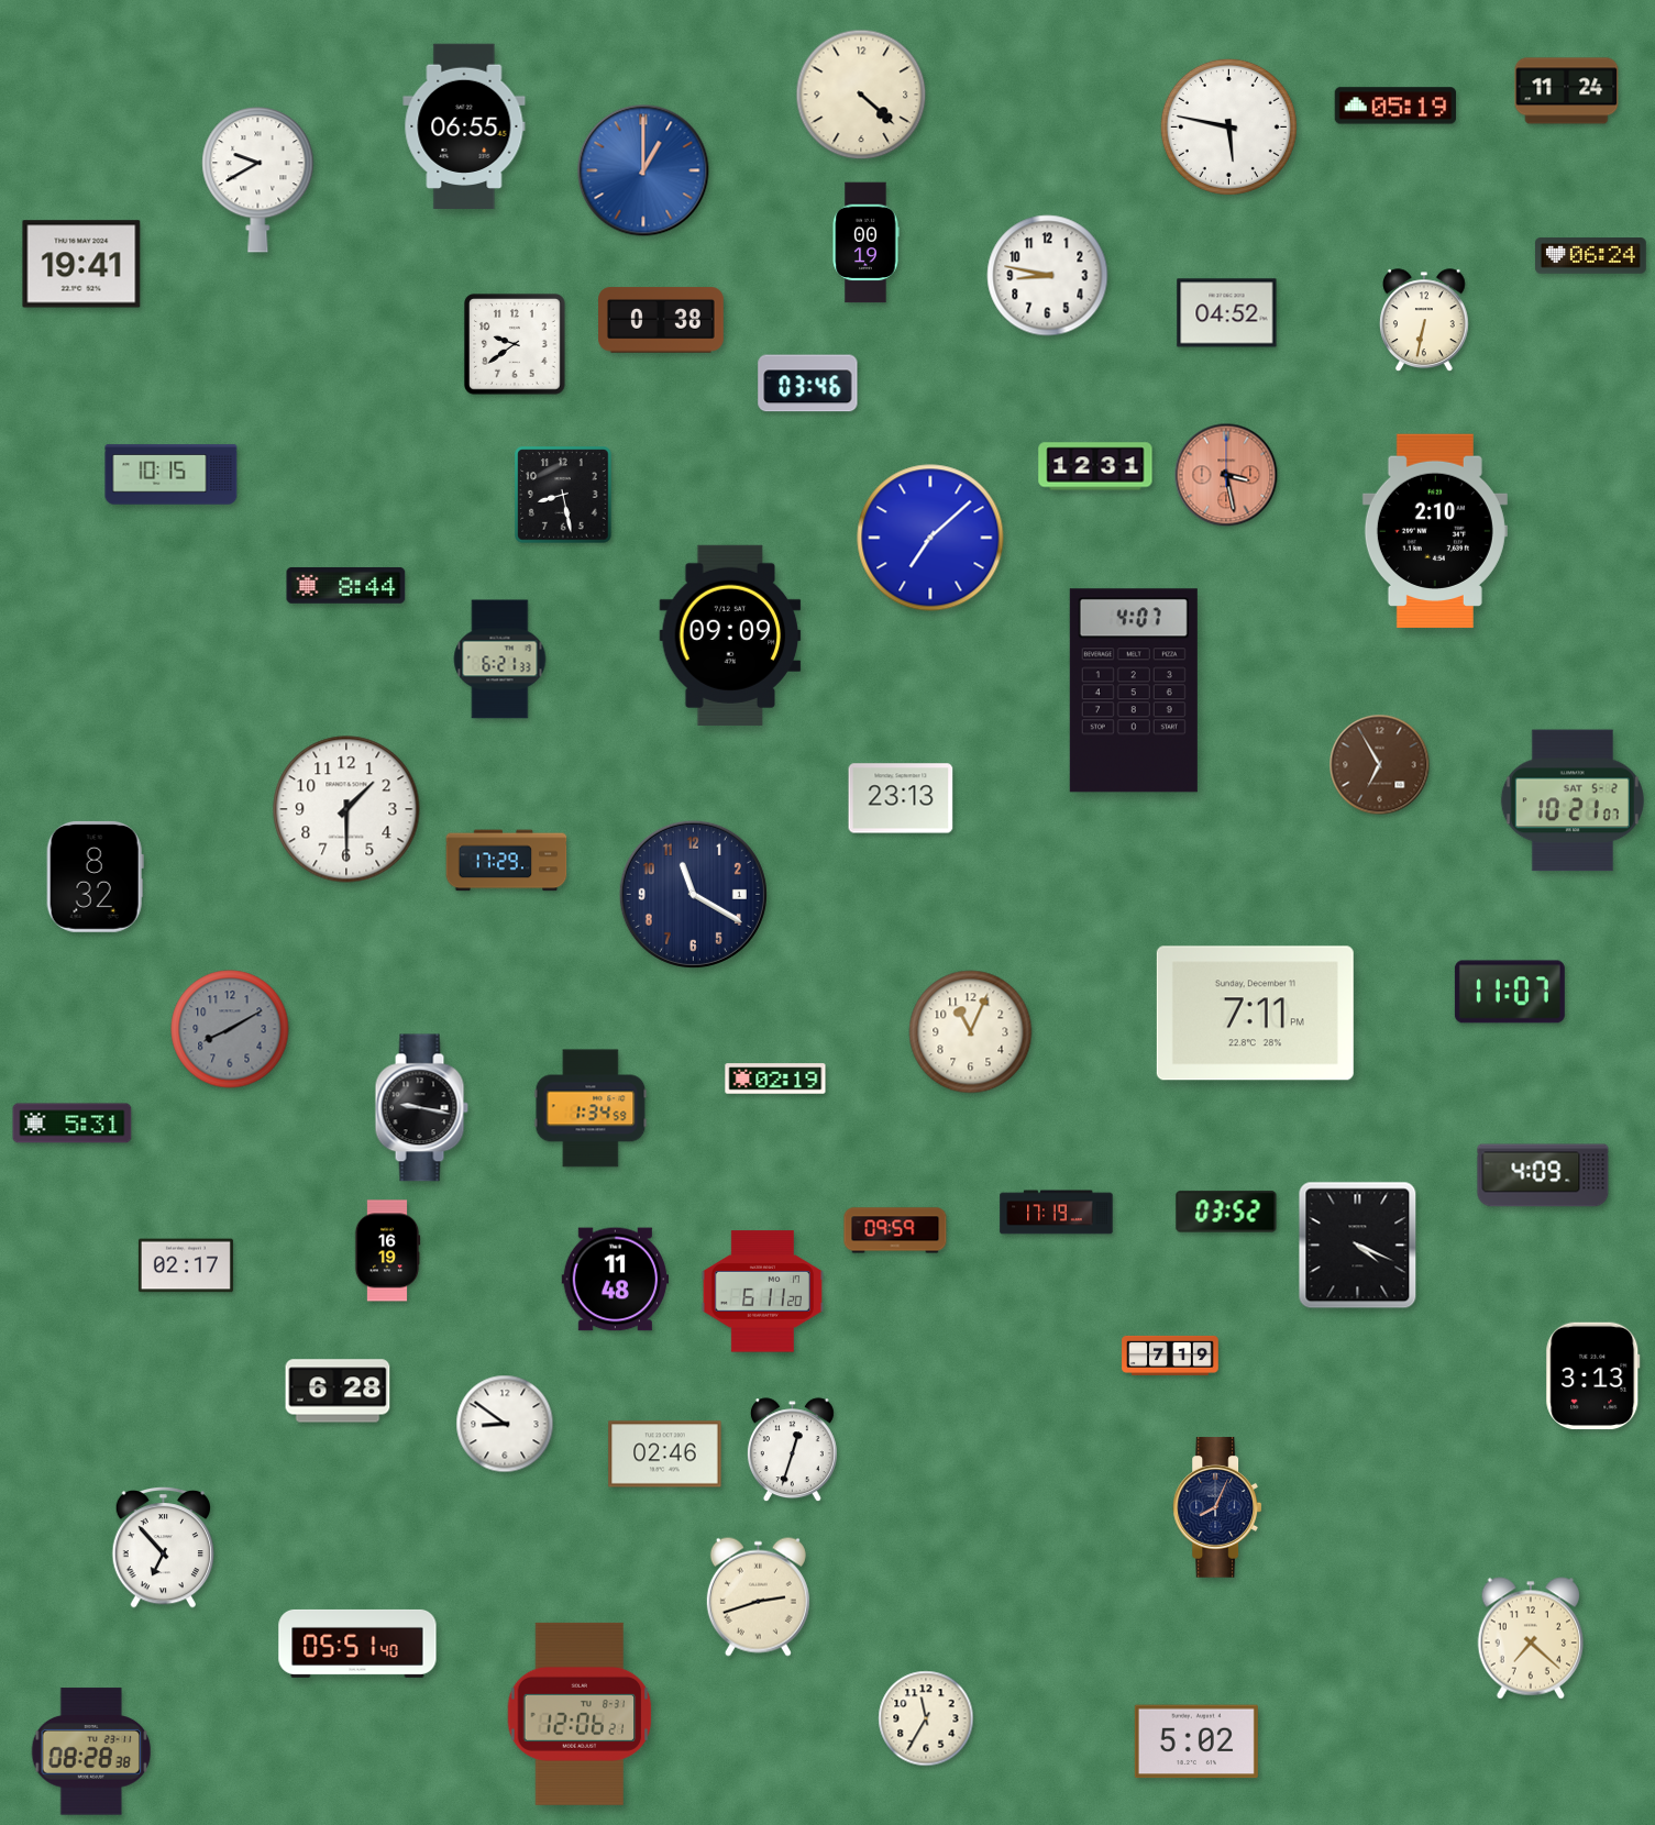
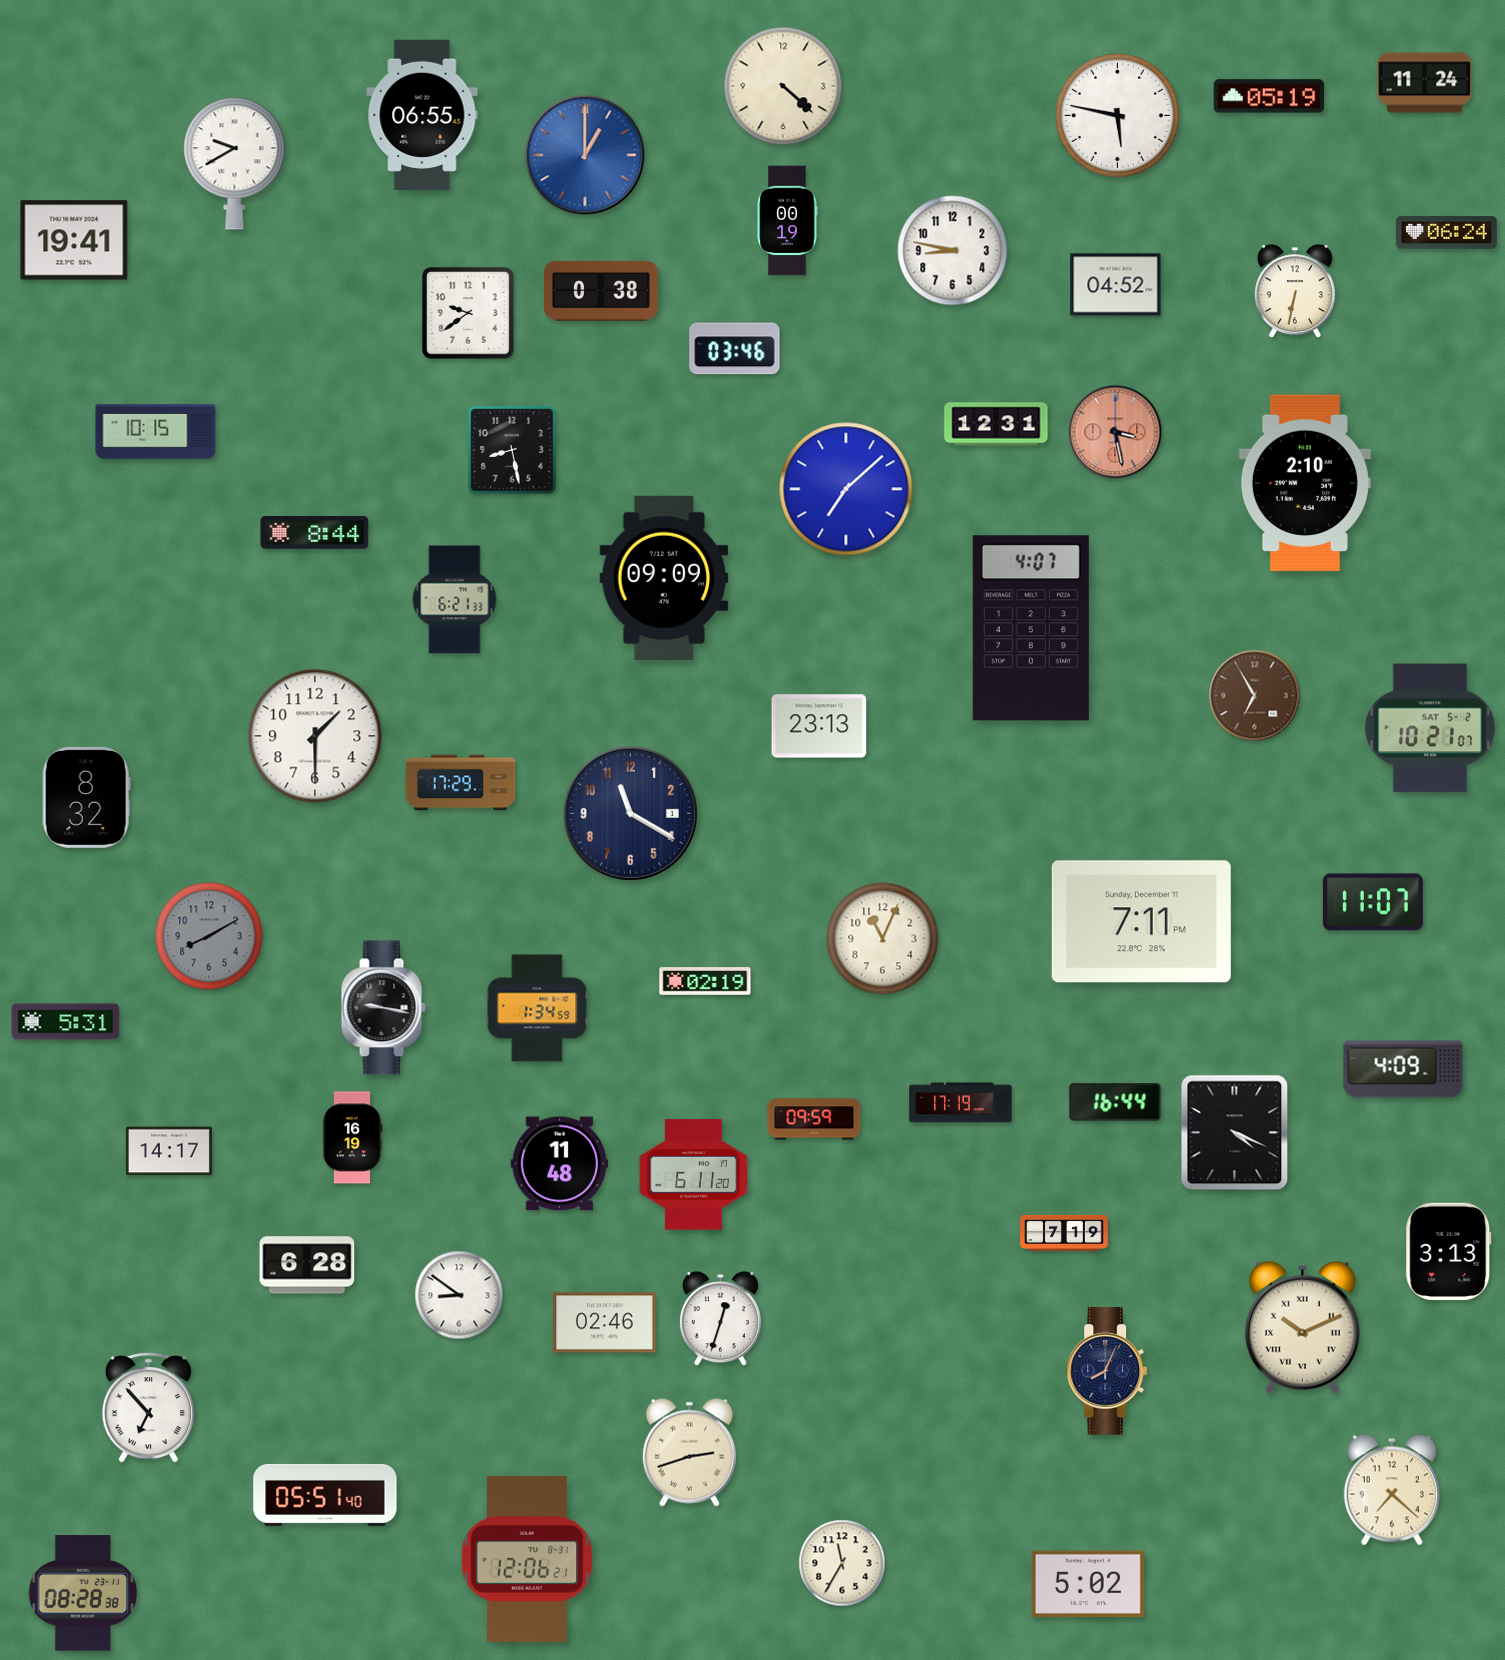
clock at (1226, 1212): 03:52 -> 16:44
clock at (186, 1265): 02:17 -> 14:17
clock at (1302, 1327): none -> 10:11
